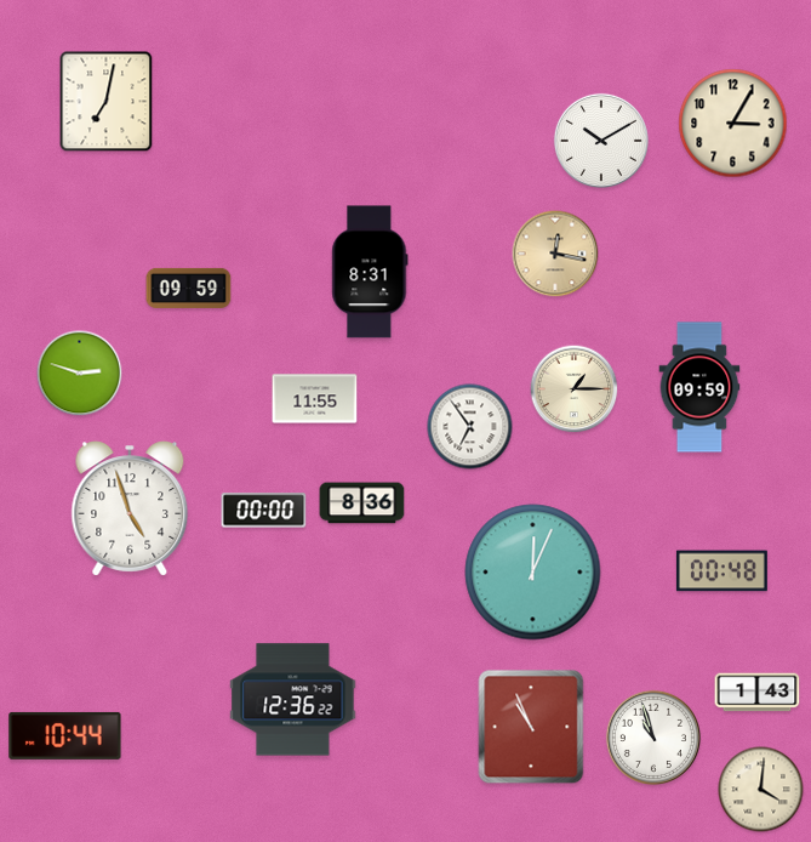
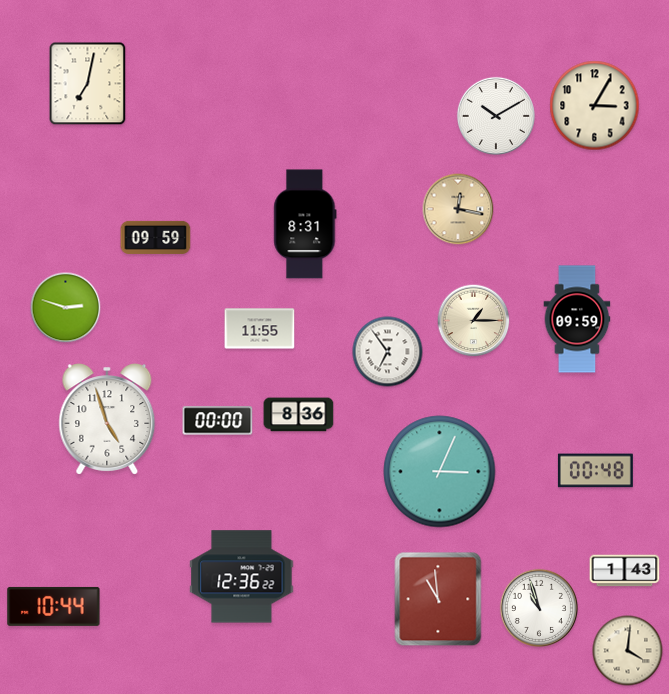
clock at (733, 124) position: (733, 124) -> (595, 106)
clock at (533, 573): 12:04 -> 3:04
clock at (531, 727): 10:56 -> 10:59
